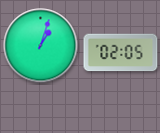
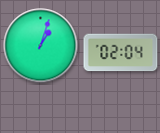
clock at (121, 53): 02:05 -> 02:04
